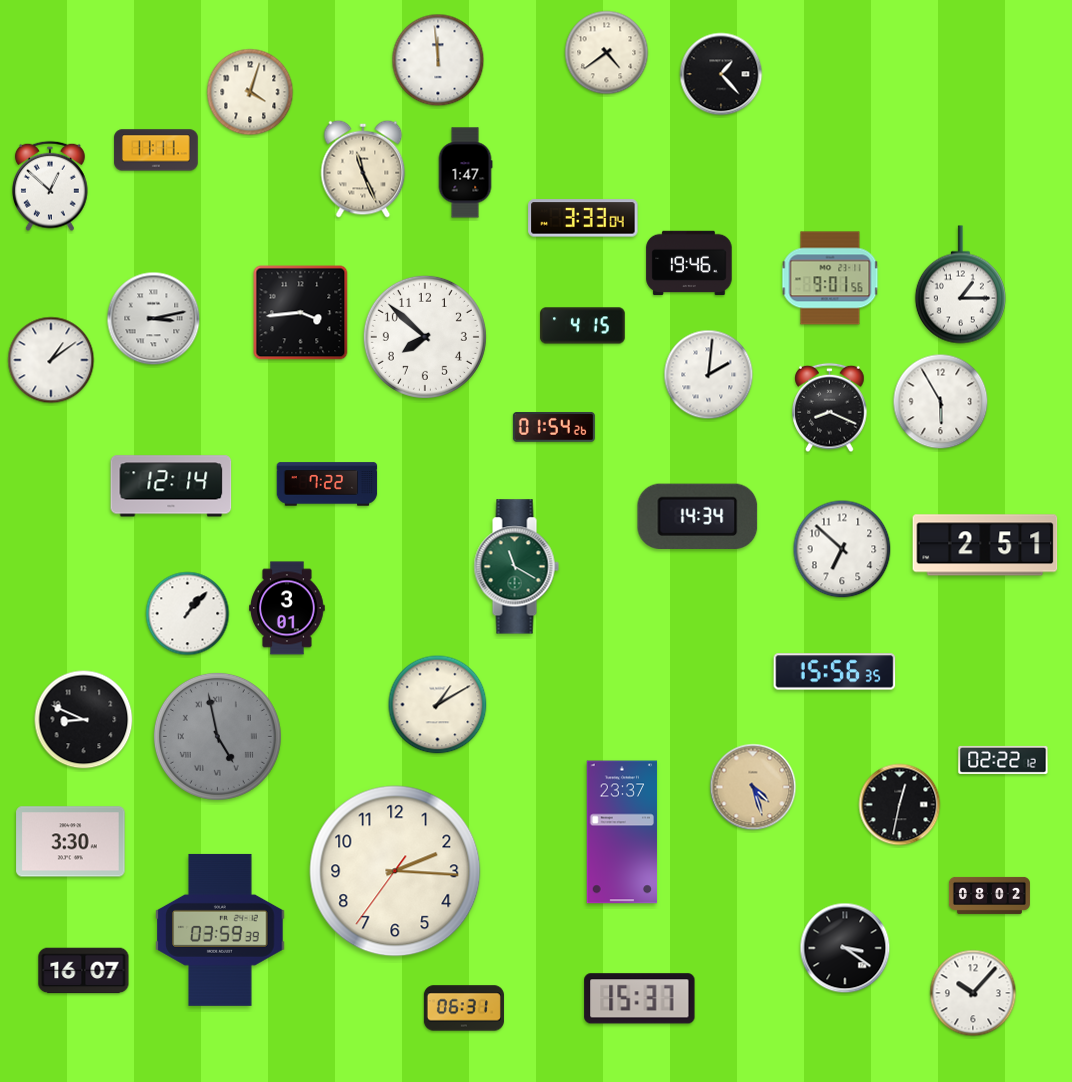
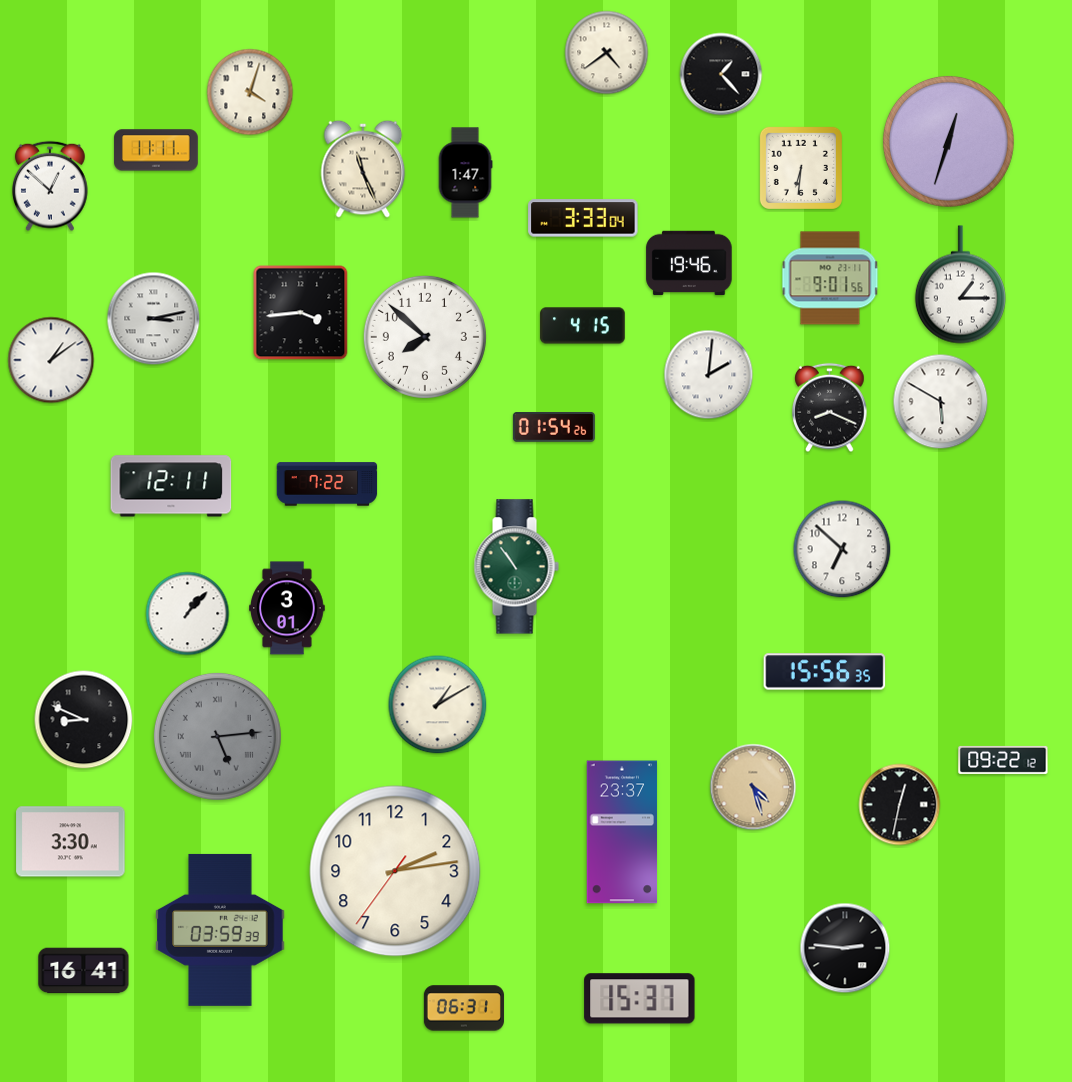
clock at (438, 60): 11:59 -> none
clock at (948, 141): none -> 12:33
clock at (801, 168): none -> 6:31
clock at (941, 402): 5:55 -> 5:50
clock at (171, 486): 12:14 -> 12:11
clock at (698, 516): 14:34 -> none
clock at (985, 545): 2:51 -> none
clock at (516, 567): 11:20 -> 10:54
clock at (835, 672) position: (835, 672) -> (825, 672)
clock at (217, 736): 4:58 -> 5:14
clock at (1003, 760): 02:22 -> 09:22
clock at (395, 871): 2:15 -> 2:13
clock at (989, 895): 08:02 -> none
clock at (845, 948): 3:21 -> 2:46
clock at (84, 971): 16:07 -> 16:41
clock at (973, 993): 10:07 -> none
